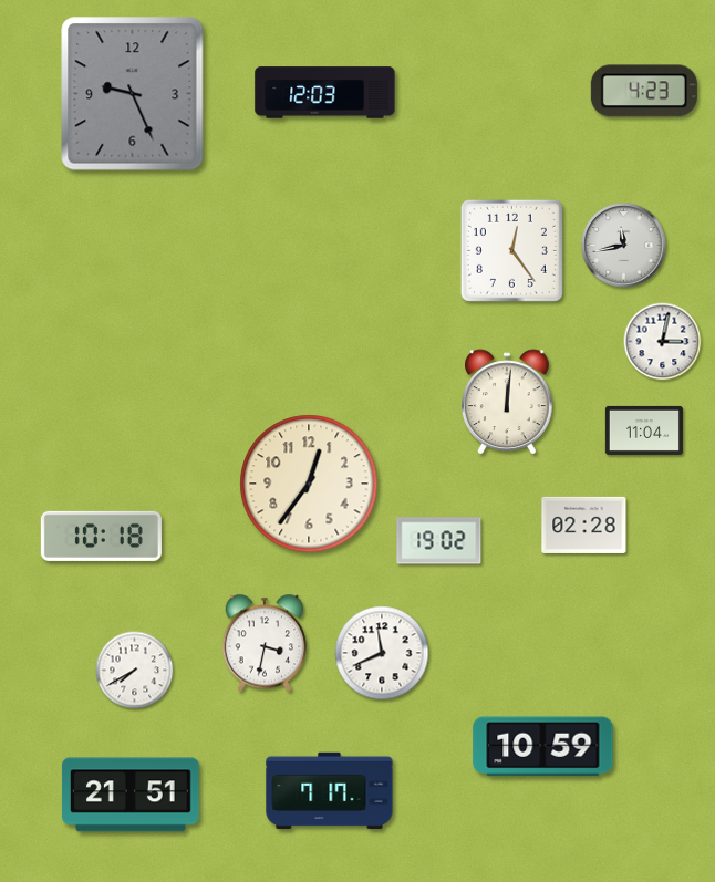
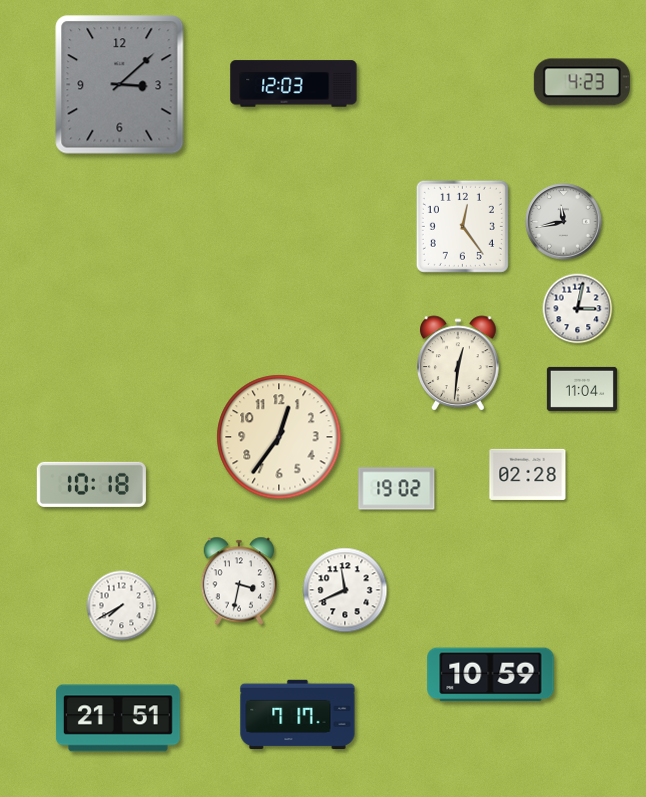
clock at (133, 94): 9:26 -> 3:08
clock at (663, 342) position: (663, 342) -> (578, 309)
clock at (507, 402): 12:01 -> 12:31
